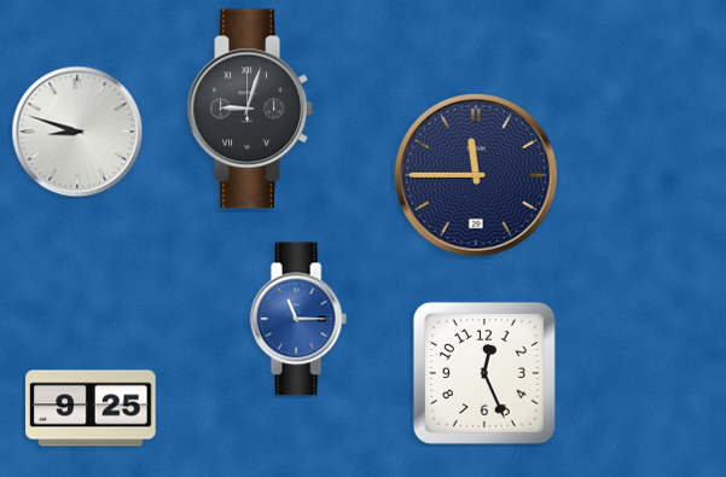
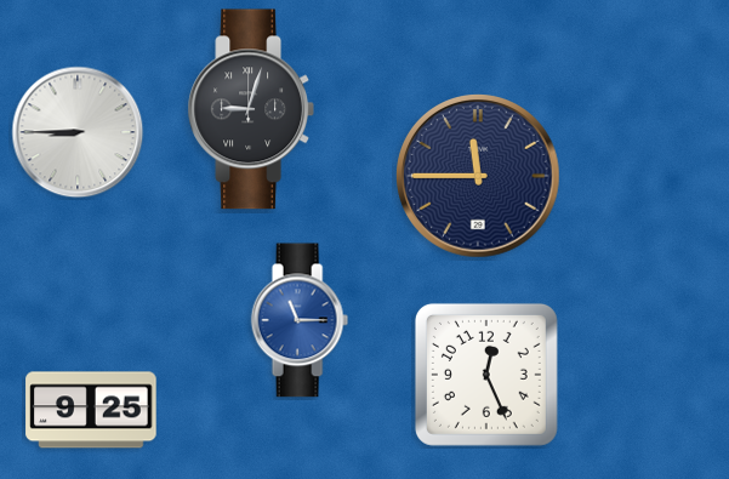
clock at (77, 132): 8:48 -> 8:45
